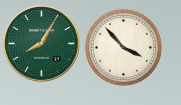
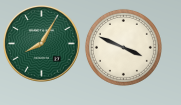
clock at (123, 47): 3:53 -> 3:49
